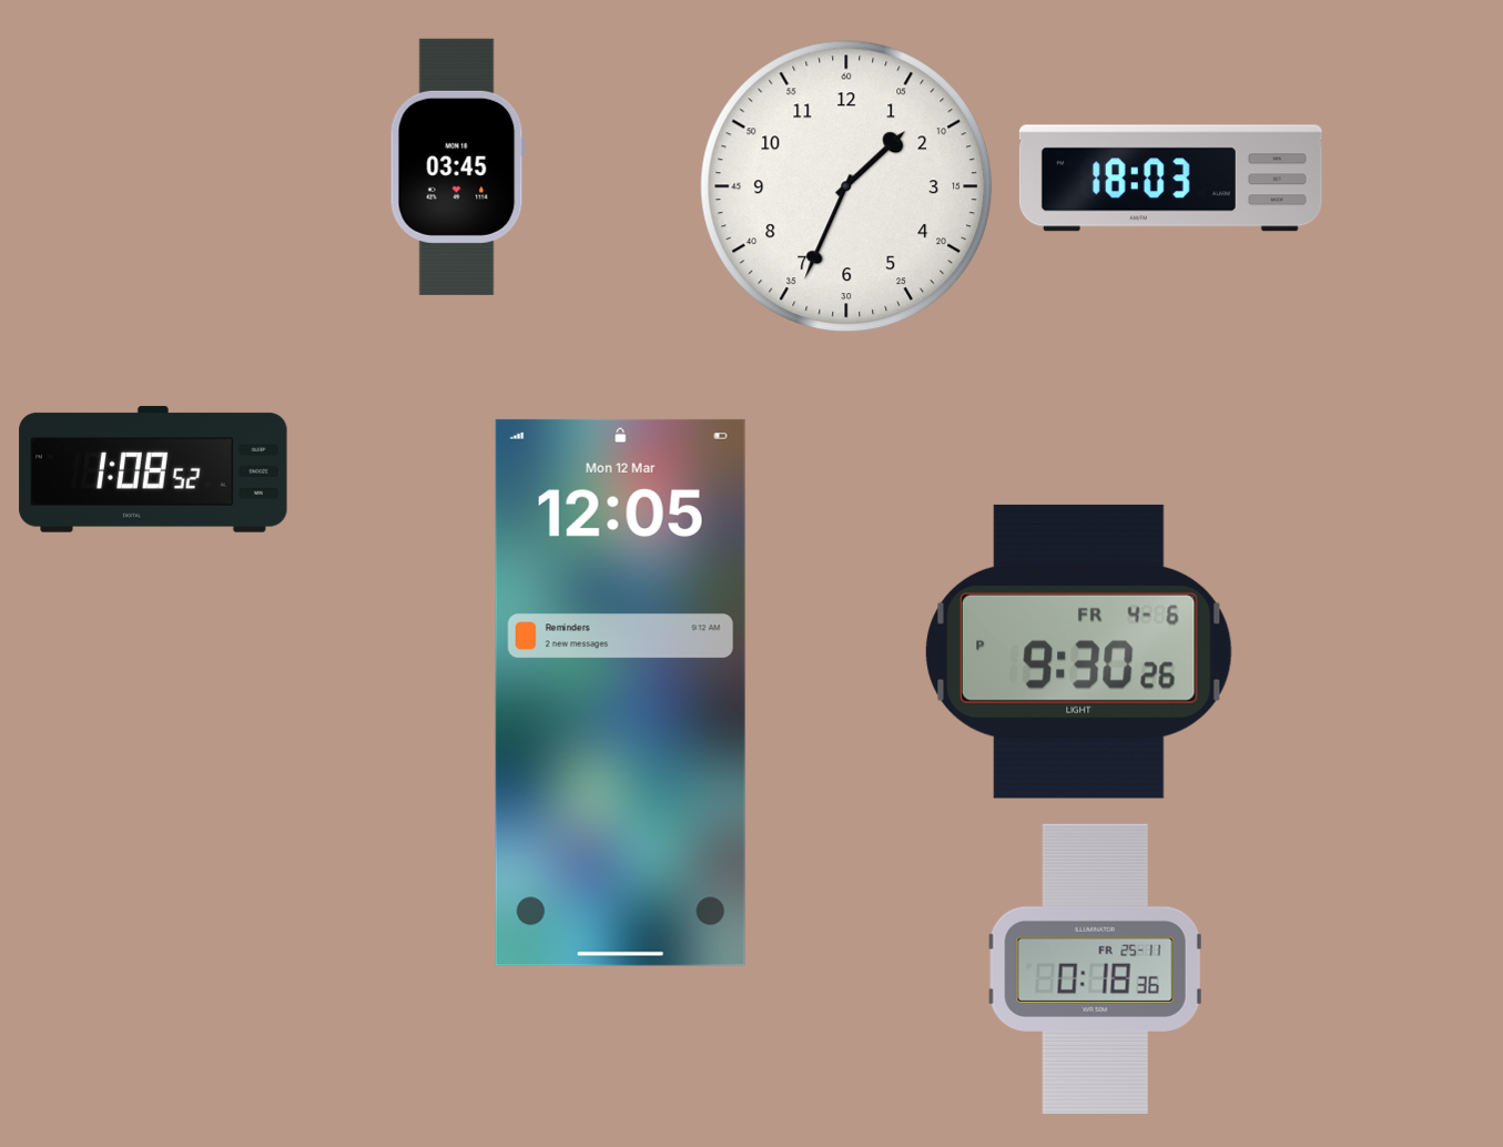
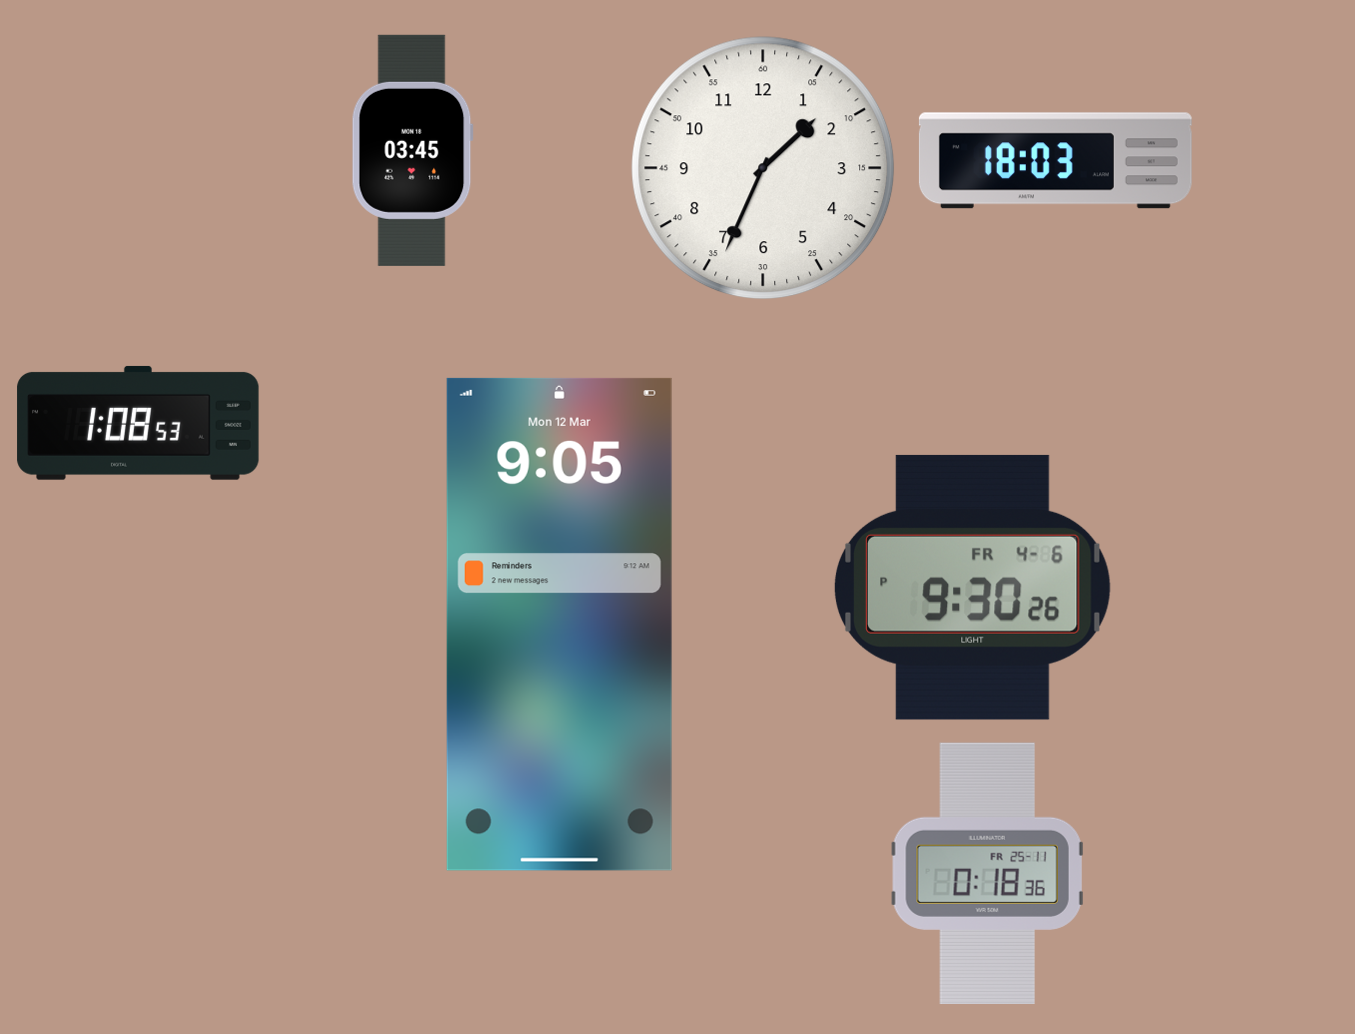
clock at (153, 469): 1:08:52 -> 1:08:53
clock at (620, 692): 12:05 -> 9:05
